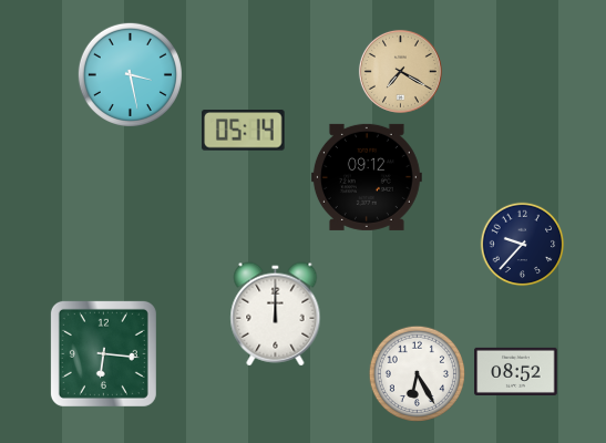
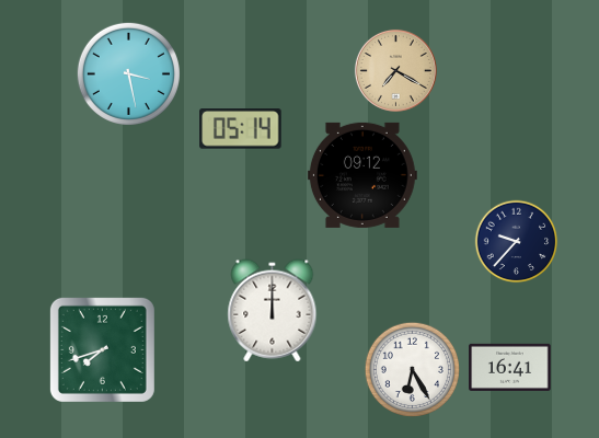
clock at (103, 353): 6:16 -> 7:42
clock at (516, 371): 08:52 -> 16:41
